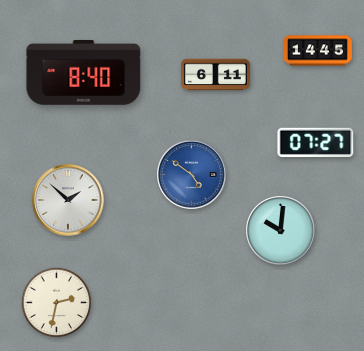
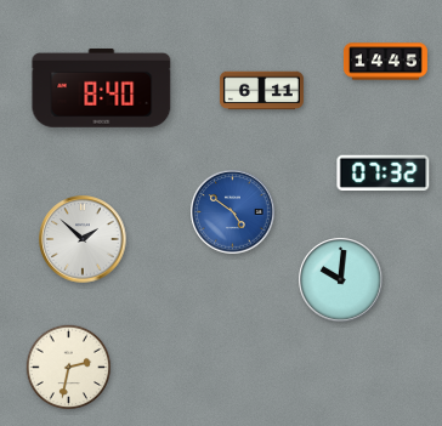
clock at (316, 143): 07:27 -> 07:32
clock at (68, 200) position: (68, 200) -> (83, 239)
